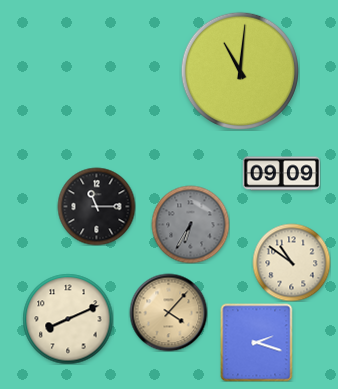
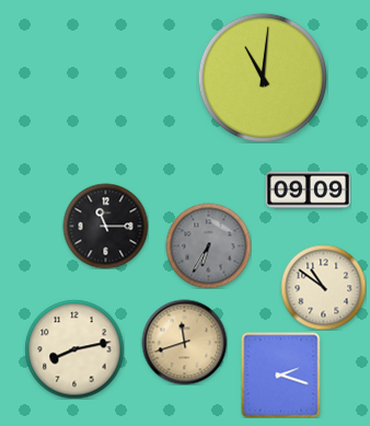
clock at (291, 262) position: (291, 262) -> (323, 287)
clock at (168, 312): 4:07 -> 11:42
clock at (68, 319): 8:11 -> 8:13
